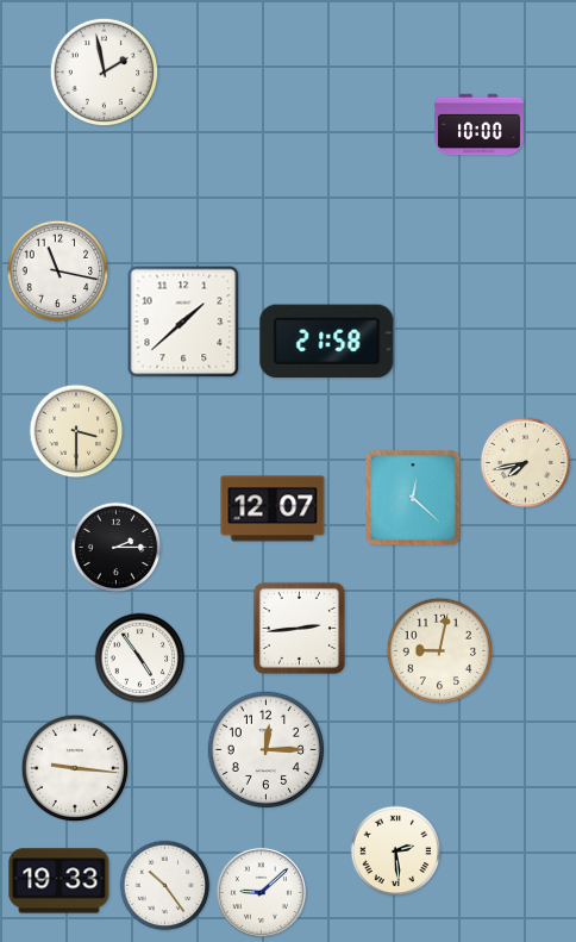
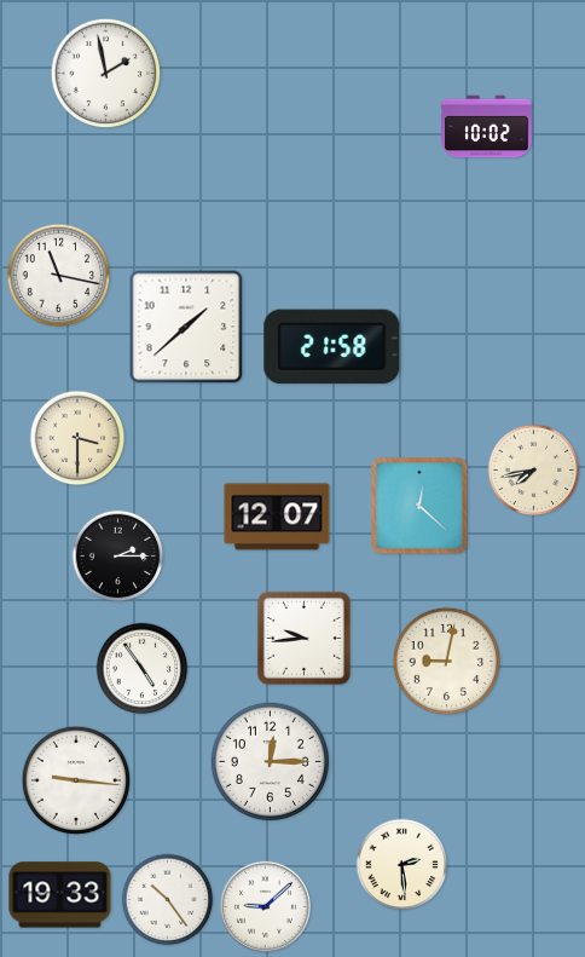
clock at (480, 125): 10:00 -> 10:02
clock at (299, 628): 2:44 -> 9:44
